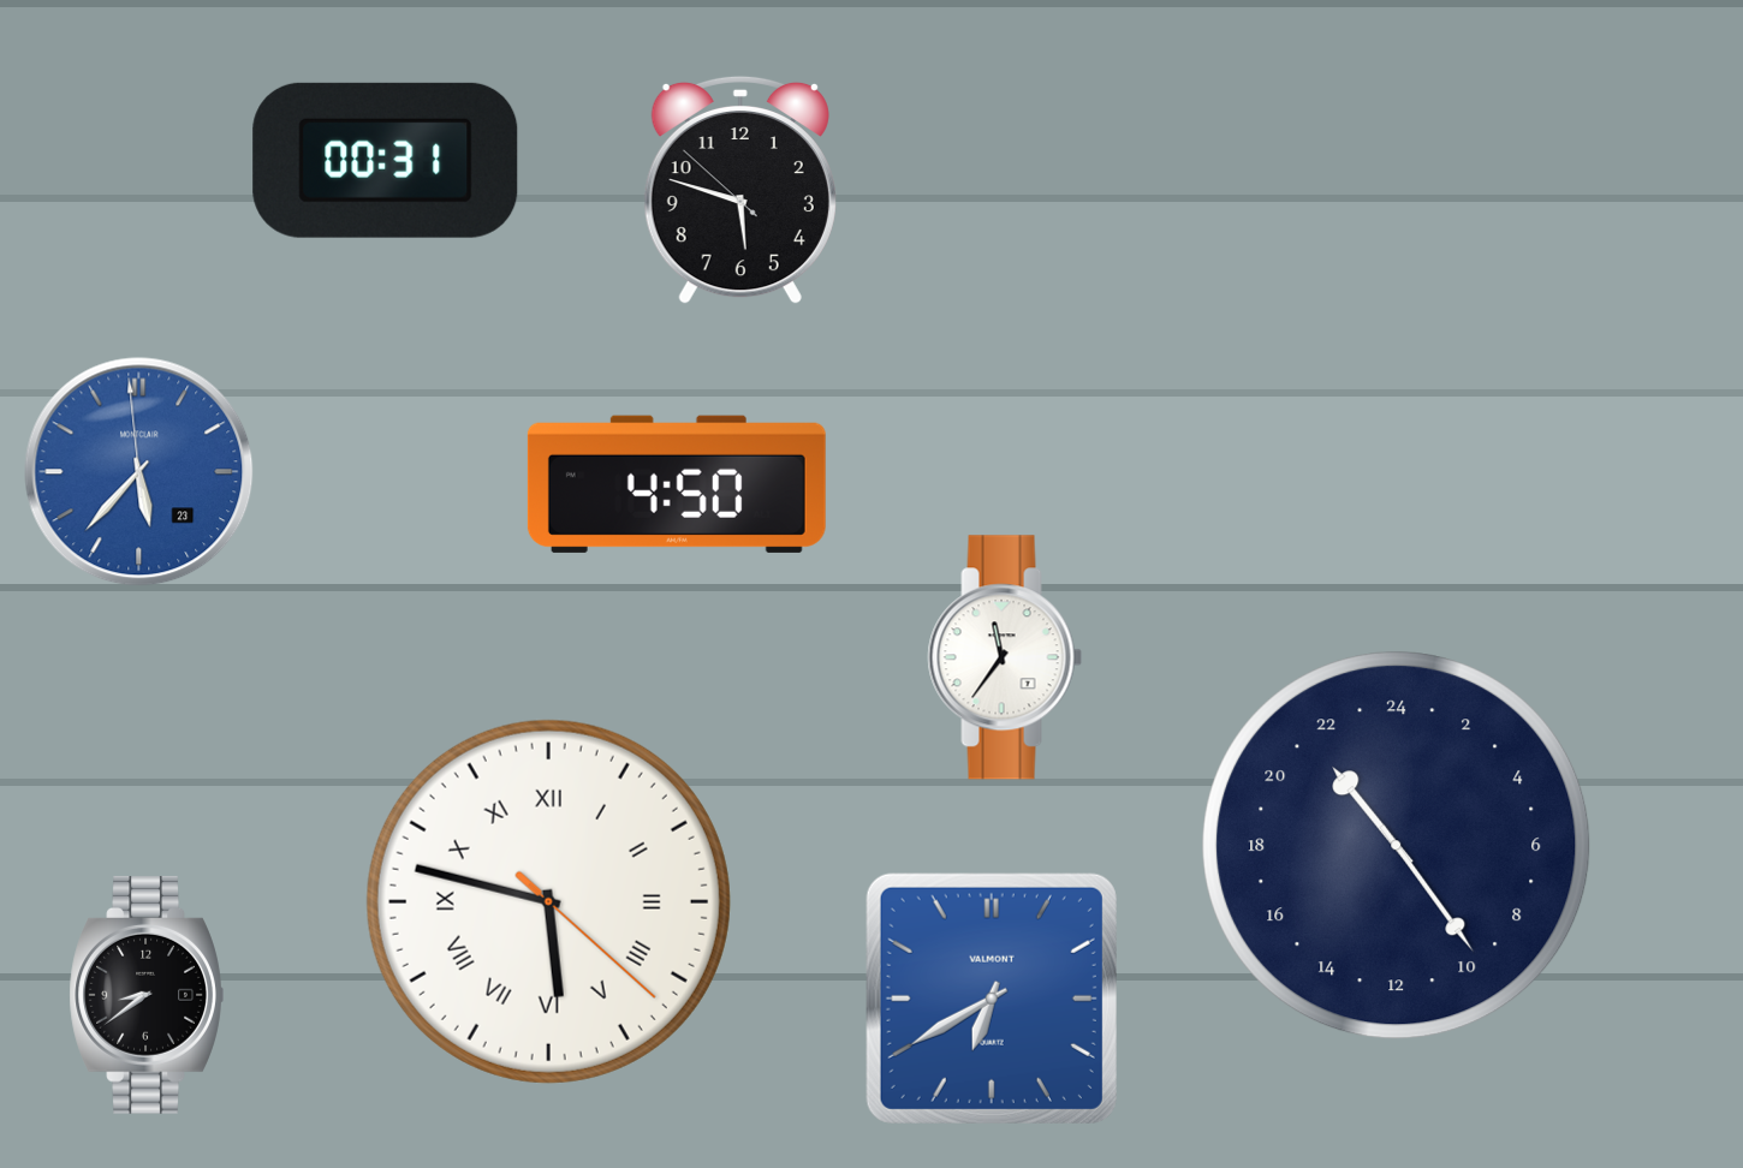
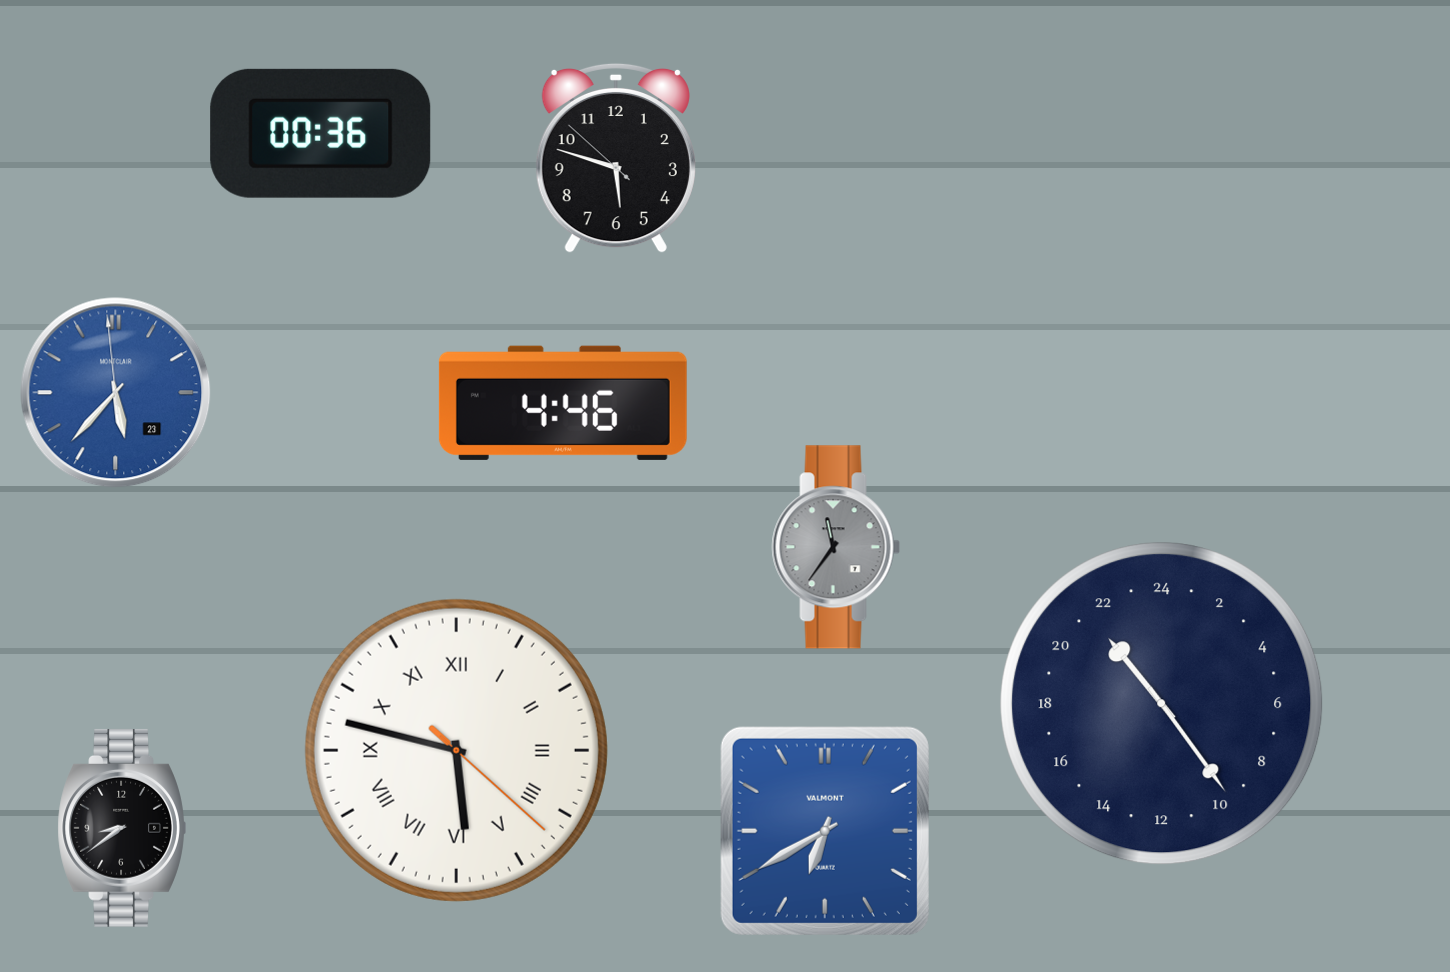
clock at (386, 160): 00:31 -> 00:36
clock at (677, 484): 4:50 -> 4:46
clock at (1005, 657) dial: white -> grey
